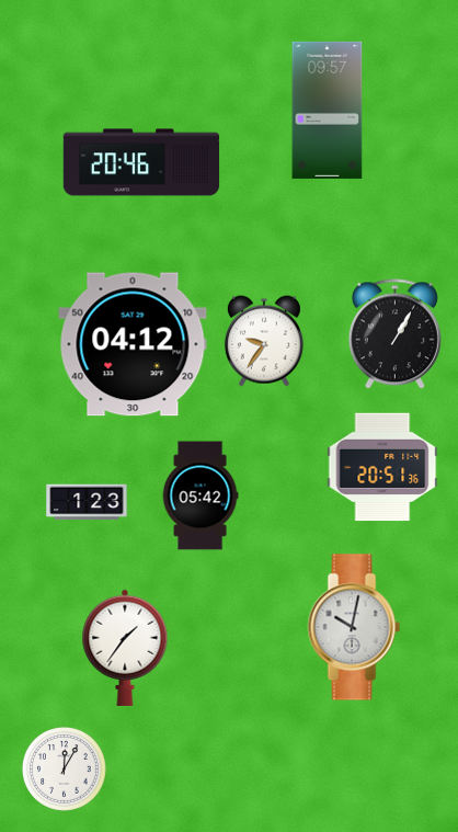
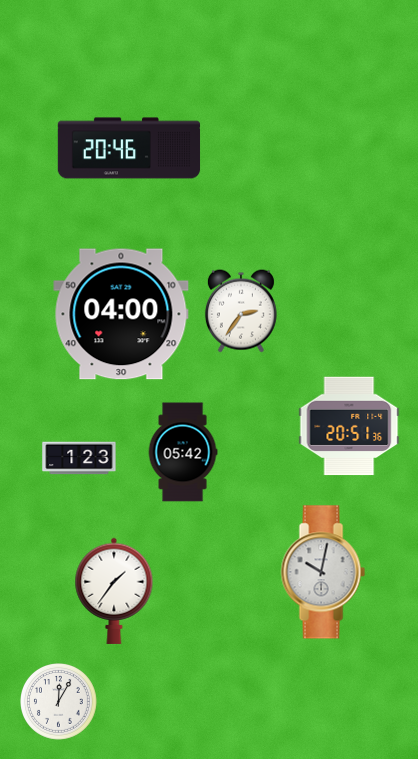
clock at (328, 110): 09:57 -> none
clock at (394, 334): 1:05 -> none
clock at (264, 341): 9:36 -> 2:36
clock at (133, 344): 04:12 -> 04:00
